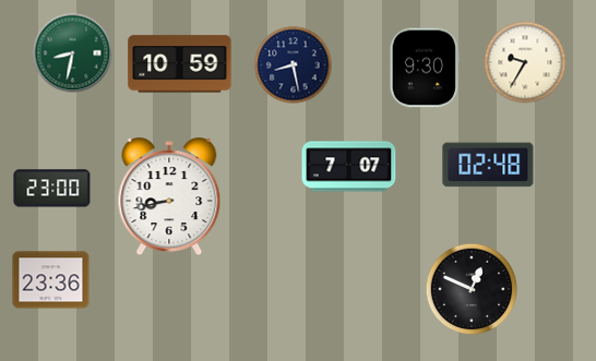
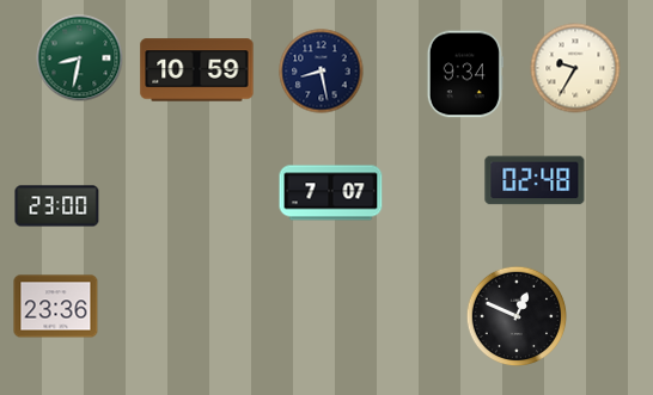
clock at (425, 68): 9:30 -> 9:34
clock at (349, 167) position: (349, 167) -> (331, 193)
clock at (169, 196): 8:43 -> none
